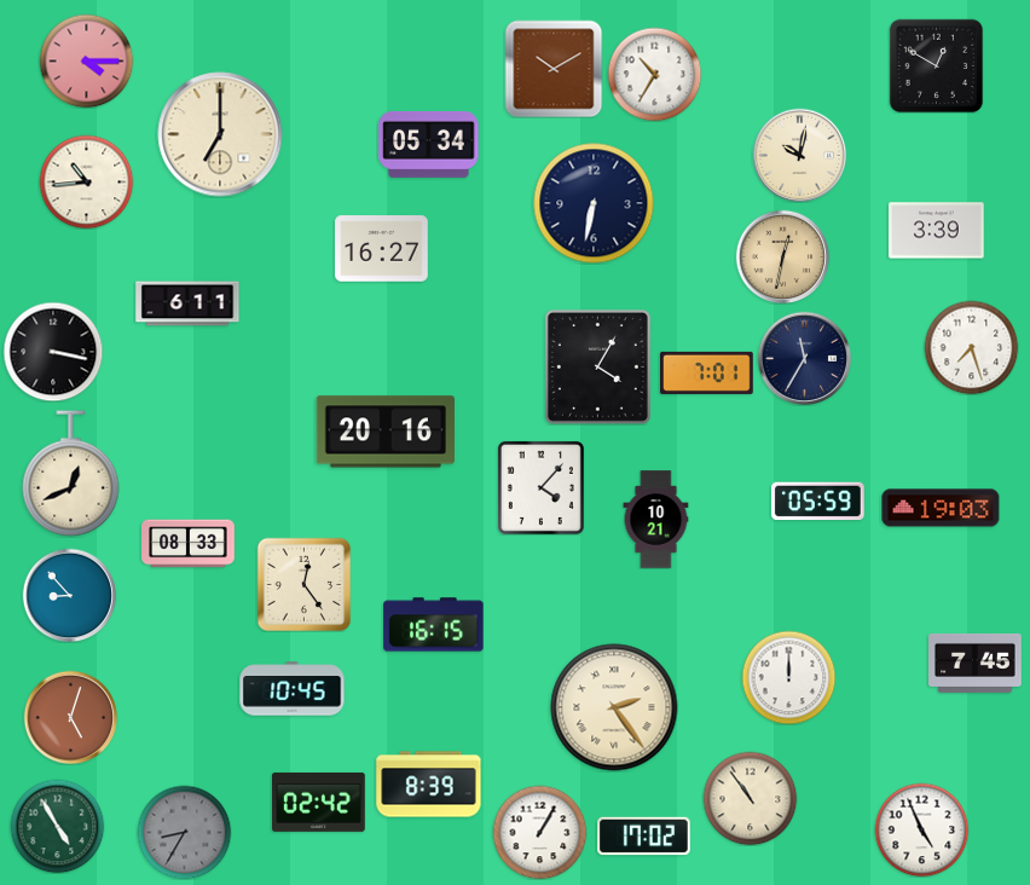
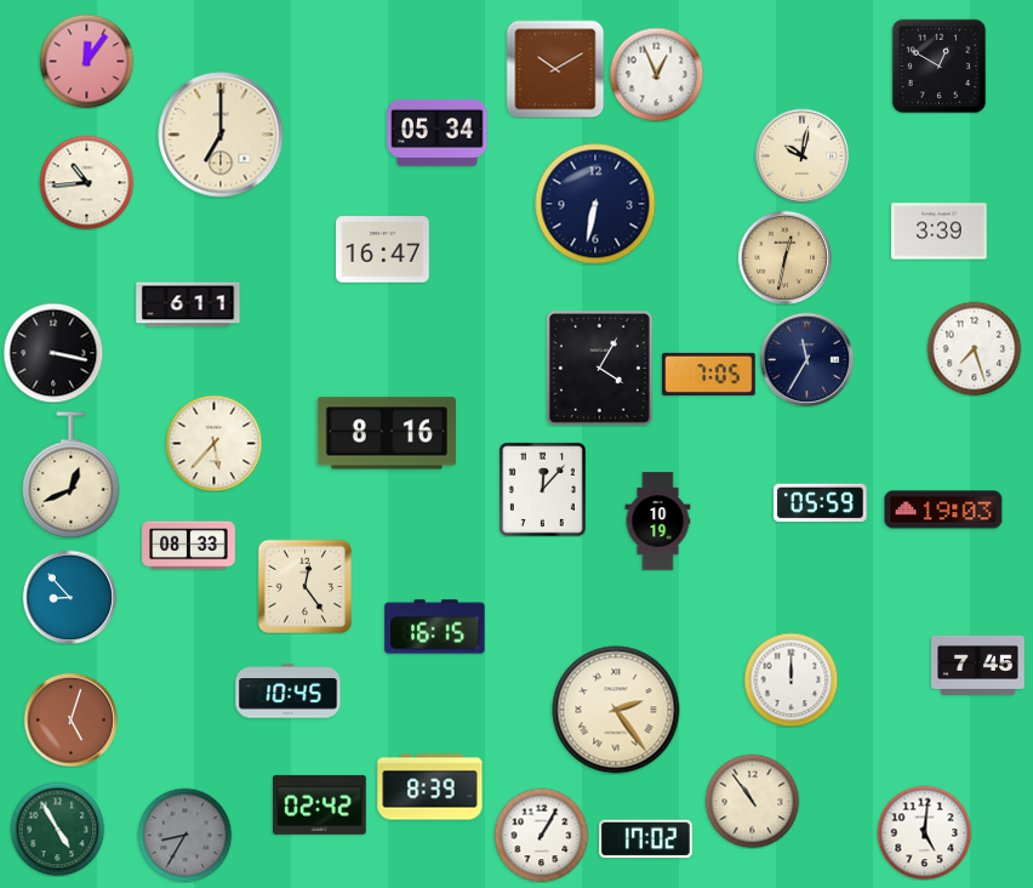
clock at (86, 60): 4:15 -> 12:06
clock at (654, 74): 10:35 -> 12:56
clock at (429, 144) position: (429, 144) -> (438, 132)
clock at (382, 249): 16:27 -> 16:47
clock at (707, 372): 7:01 -> 7:05
clock at (386, 432): 20:16 -> 8:16
clock at (213, 443): none -> 5:37
clock at (540, 487): 4:07 -> 12:07
clock at (656, 520): 10:21 -> 10:19
clock at (293, 689) position: (293, 689) -> (289, 691)
clock at (921, 829): 4:56 -> 5:01
